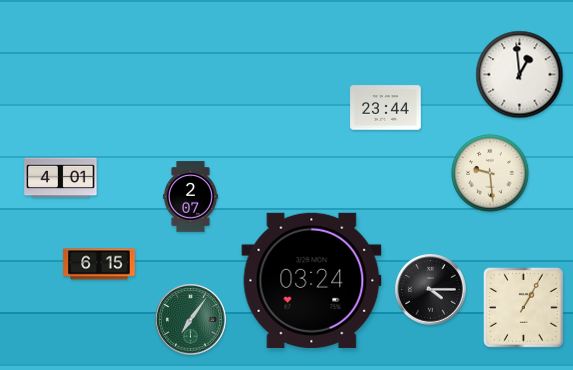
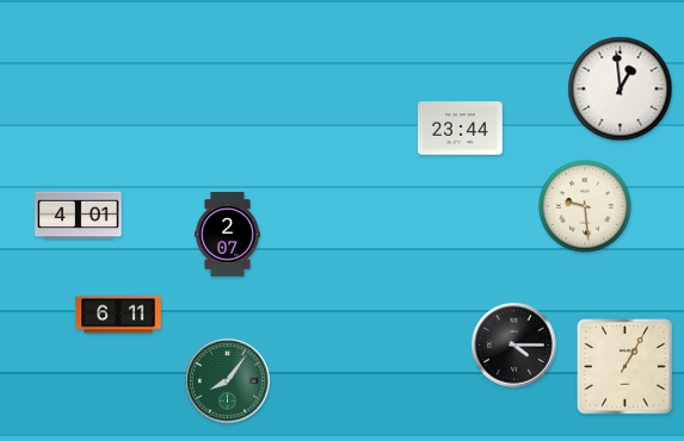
clock at (61, 178) position: (61, 178) -> (79, 216)
clock at (99, 264): 6:15 -> 6:11
clock at (312, 280): 03:24 -> none
clock at (191, 320): 7:06 -> 8:06
